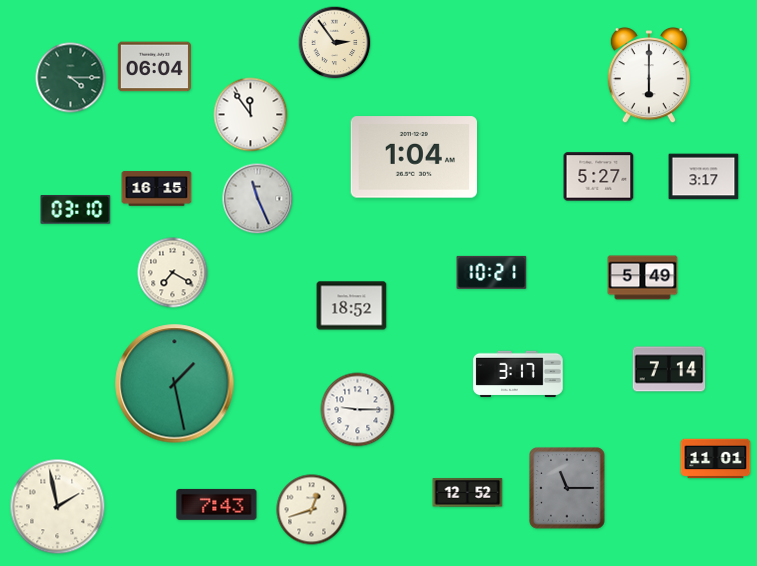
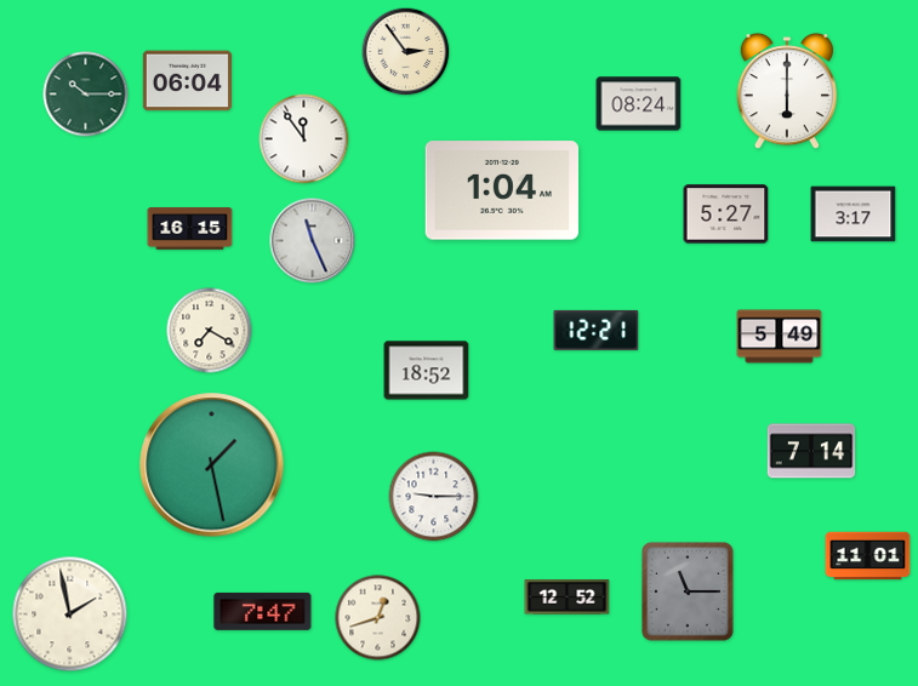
clock at (71, 78): 4:15 -> 10:15
clock at (639, 104): none -> 08:24
clock at (76, 210): 03:10 -> none
clock at (492, 272): 10:21 -> 12:21
clock at (669, 369) position: (669, 369) -> (811, 451)
clock at (518, 374): 3:17 -> none
clock at (217, 504): 7:43 -> 7:47
